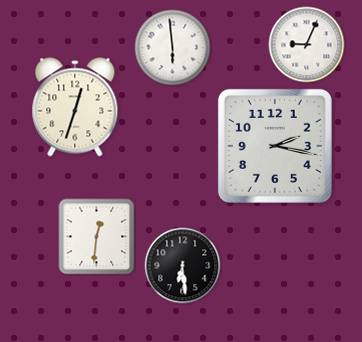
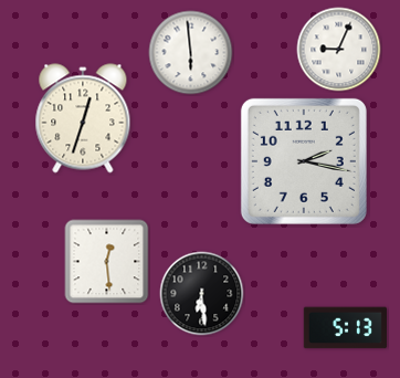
clock at (97, 237): 12:31 -> 12:29
clock at (345, 328): none -> 5:13
